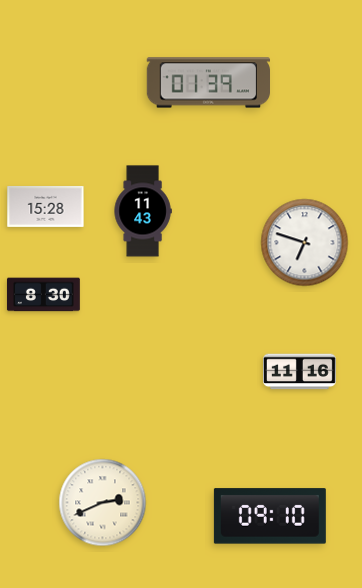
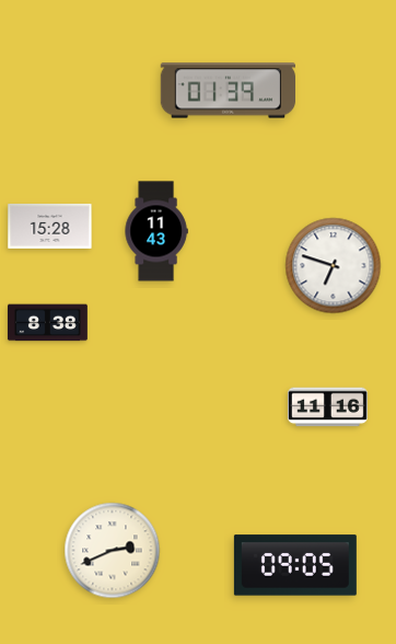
clock at (43, 295): 8:30 -> 8:38
clock at (270, 516): 09:10 -> 09:05
